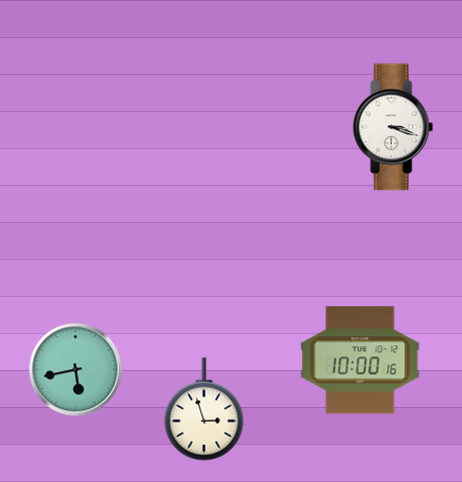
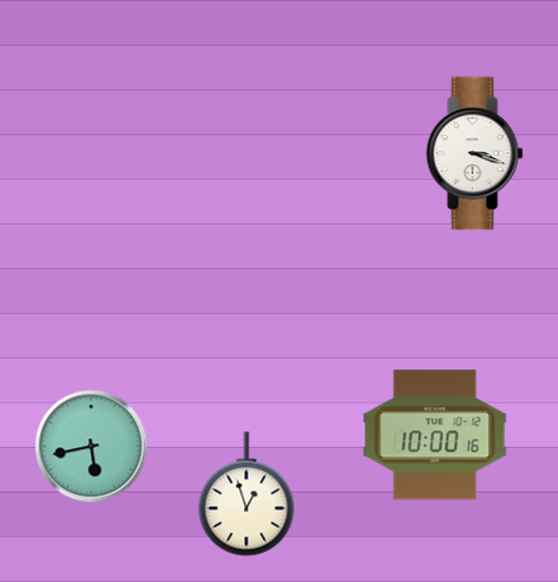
clock at (204, 409): 2:57 -> 12:57
